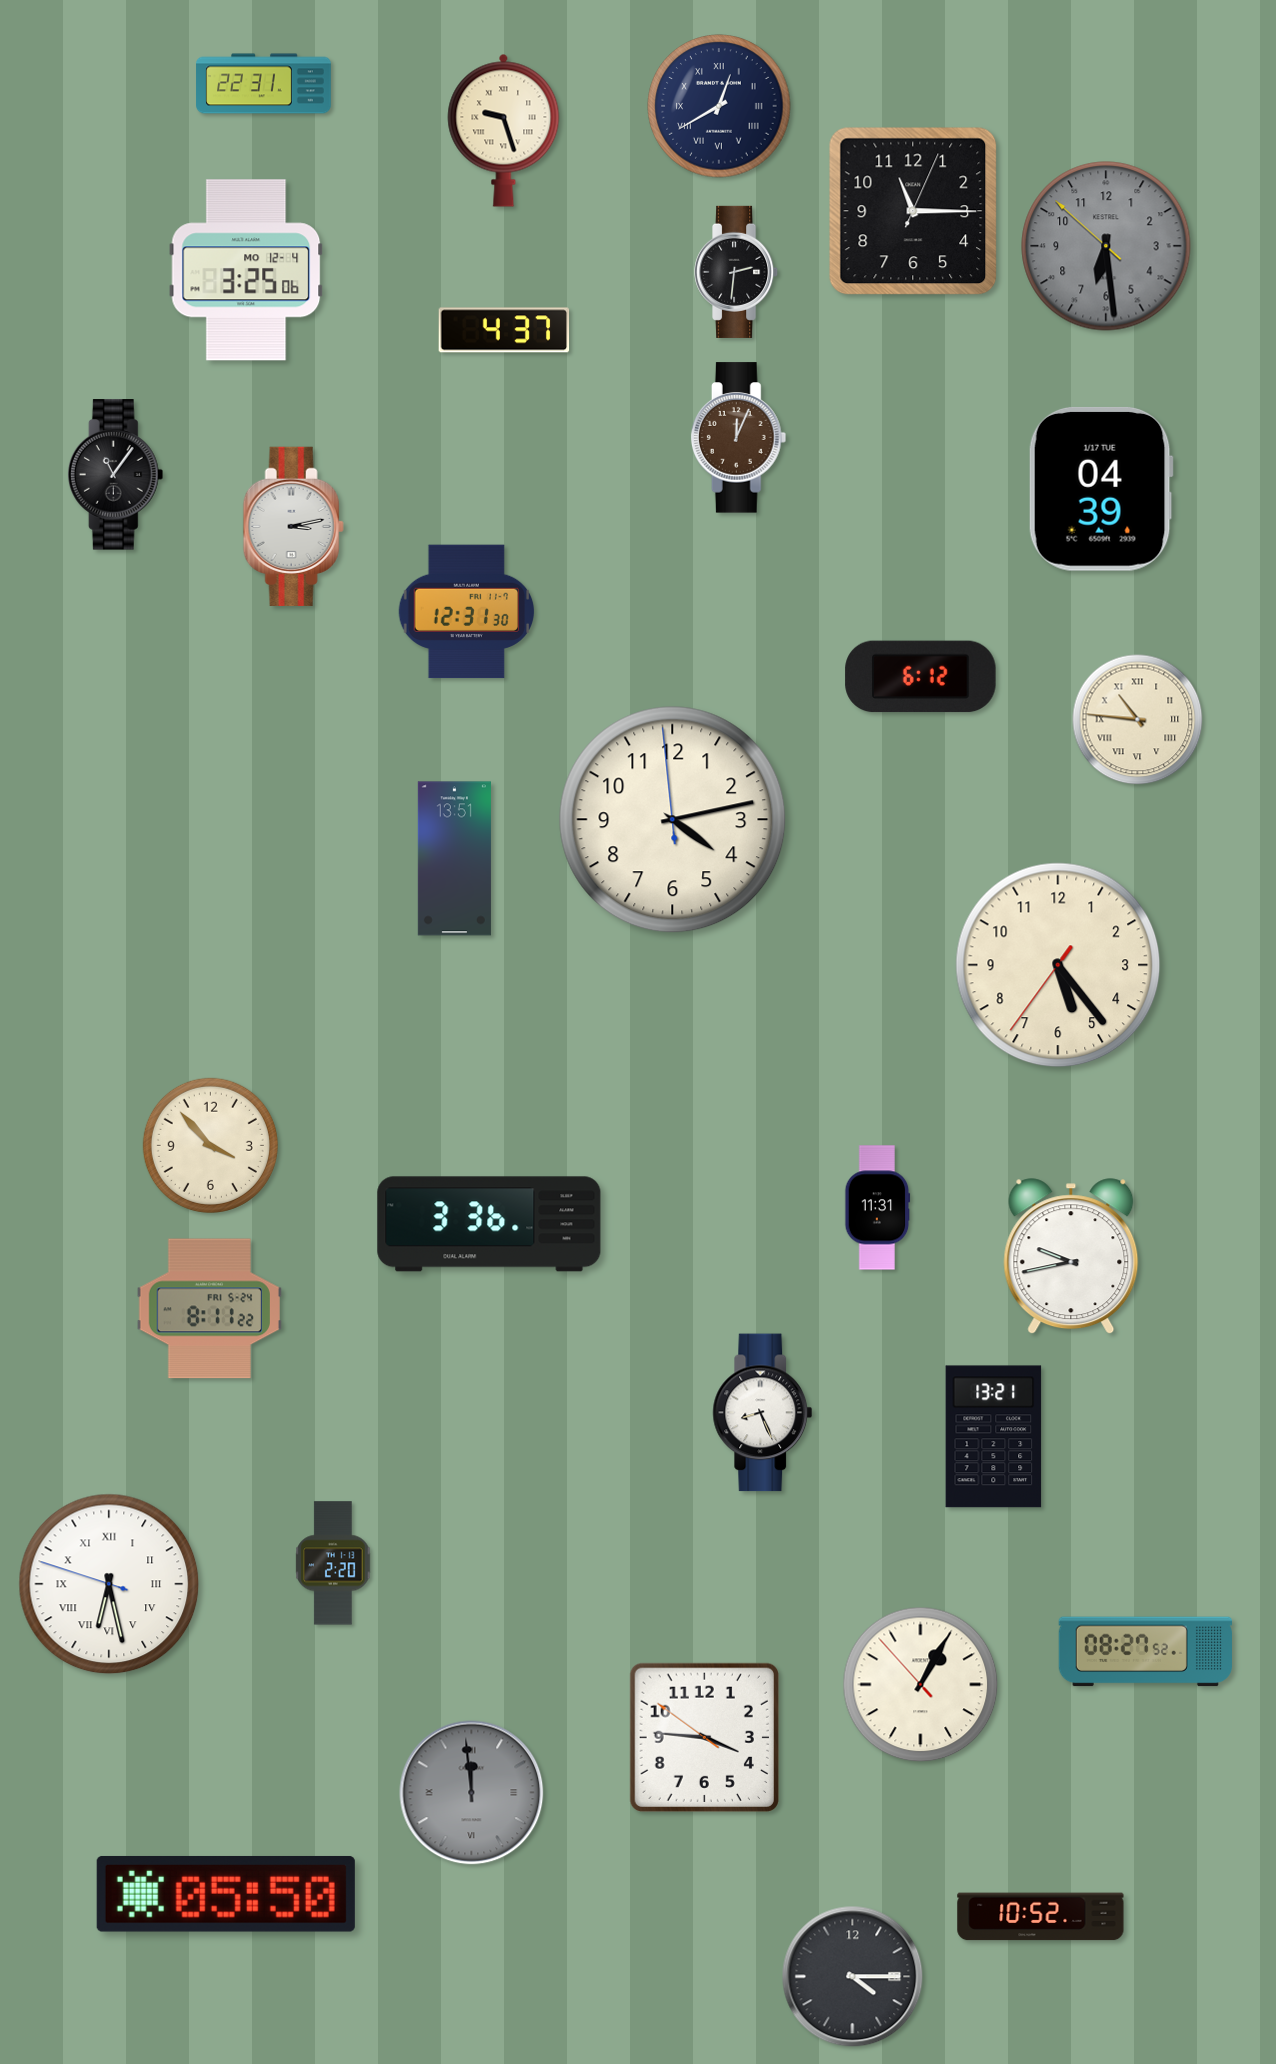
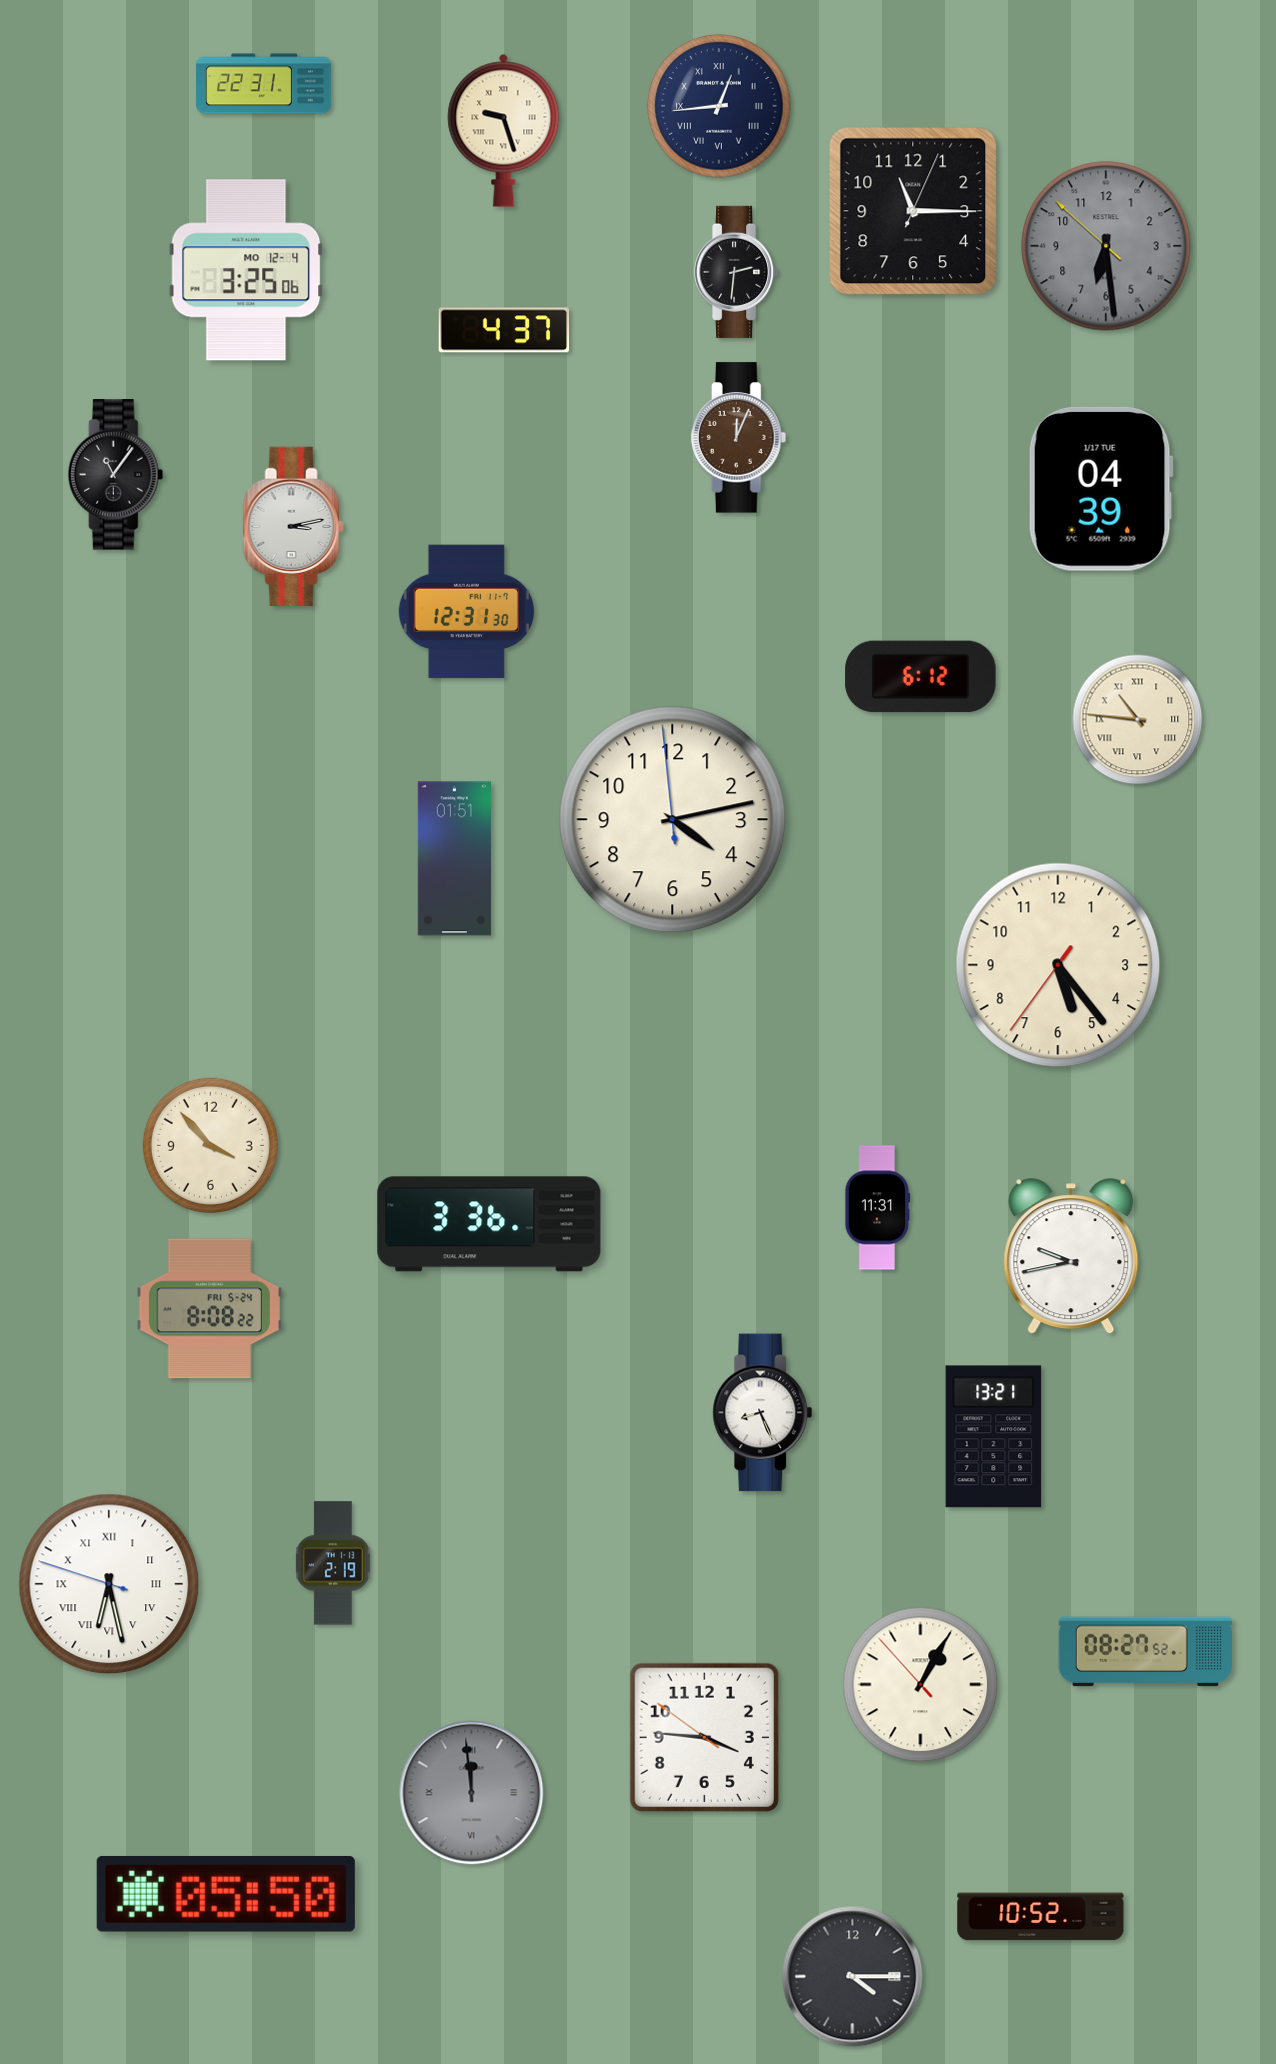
clock at (719, 106): 12:40 -> 12:44
clock at (454, 859): 13:51 -> 01:51
clock at (209, 1309): 8:11 -> 8:08
clock at (333, 1563): 2:20 -> 2:19
